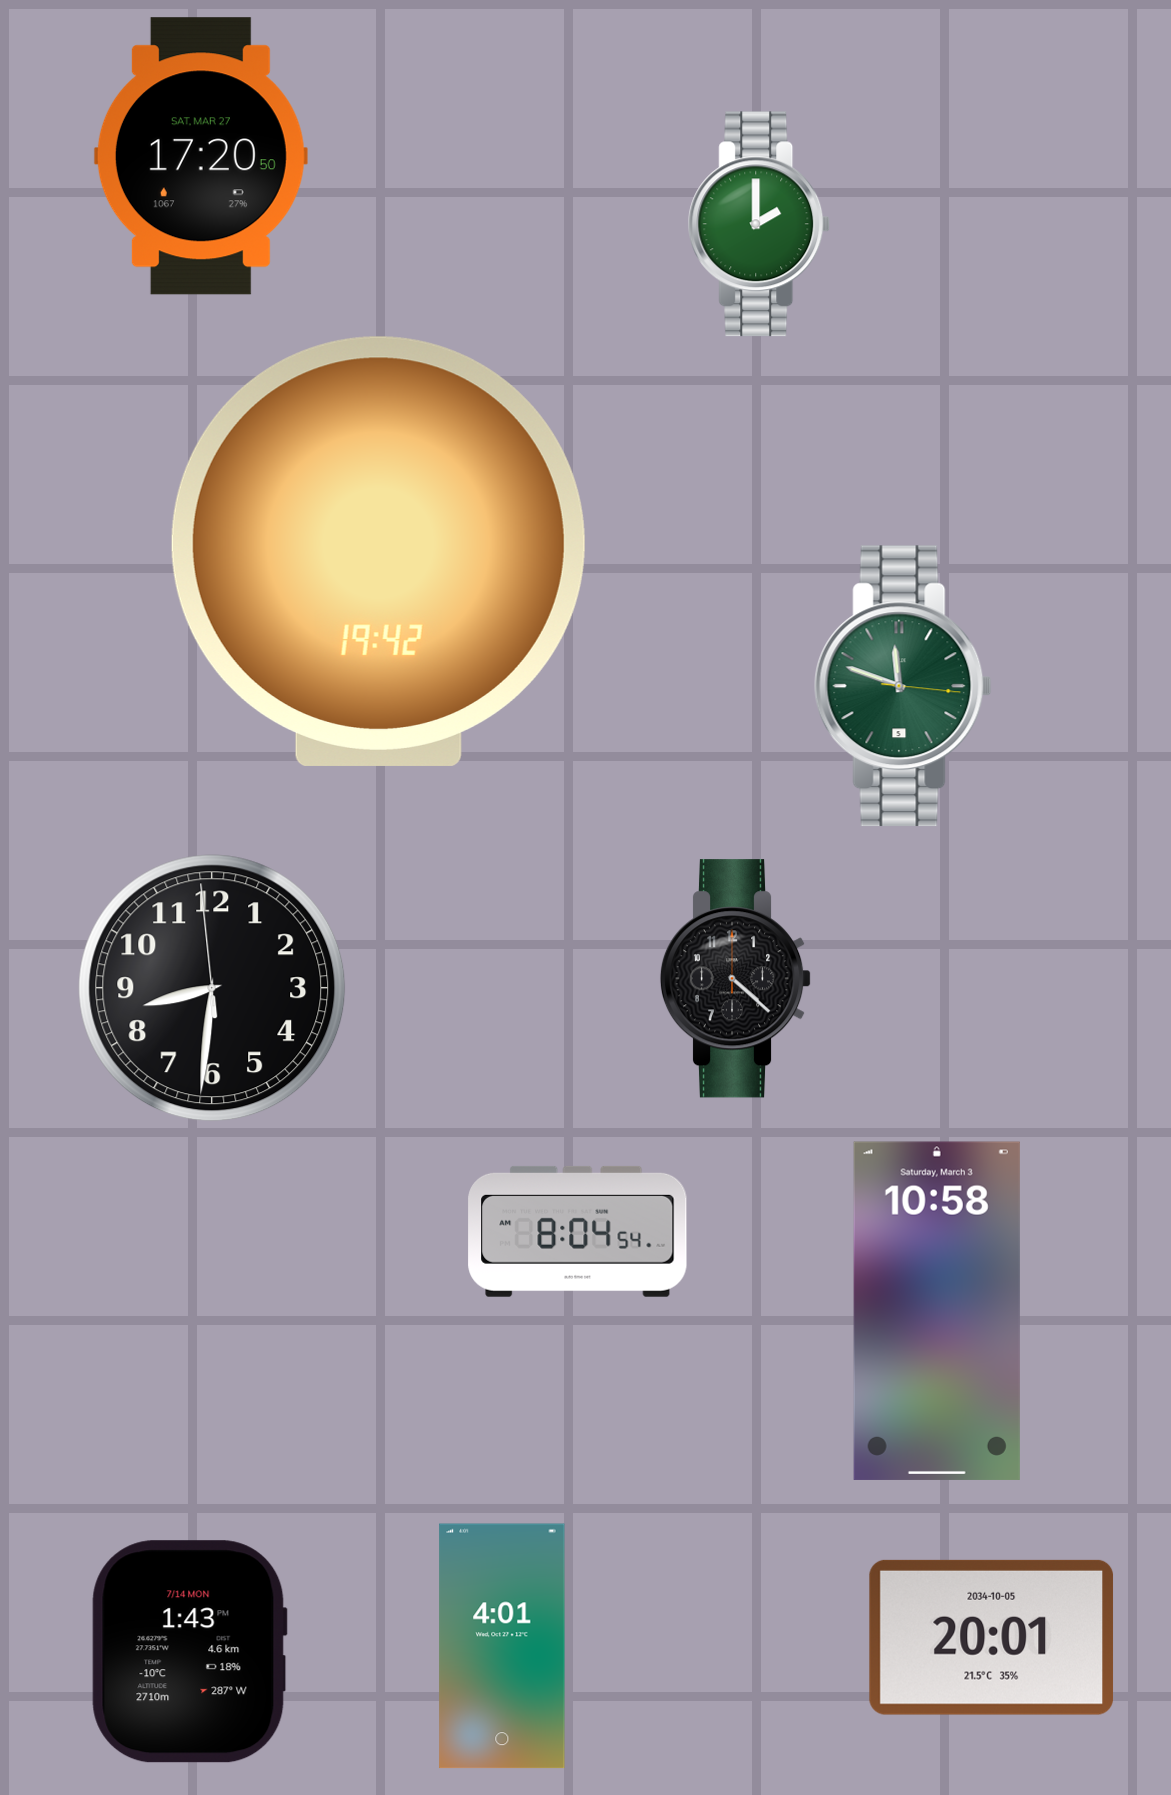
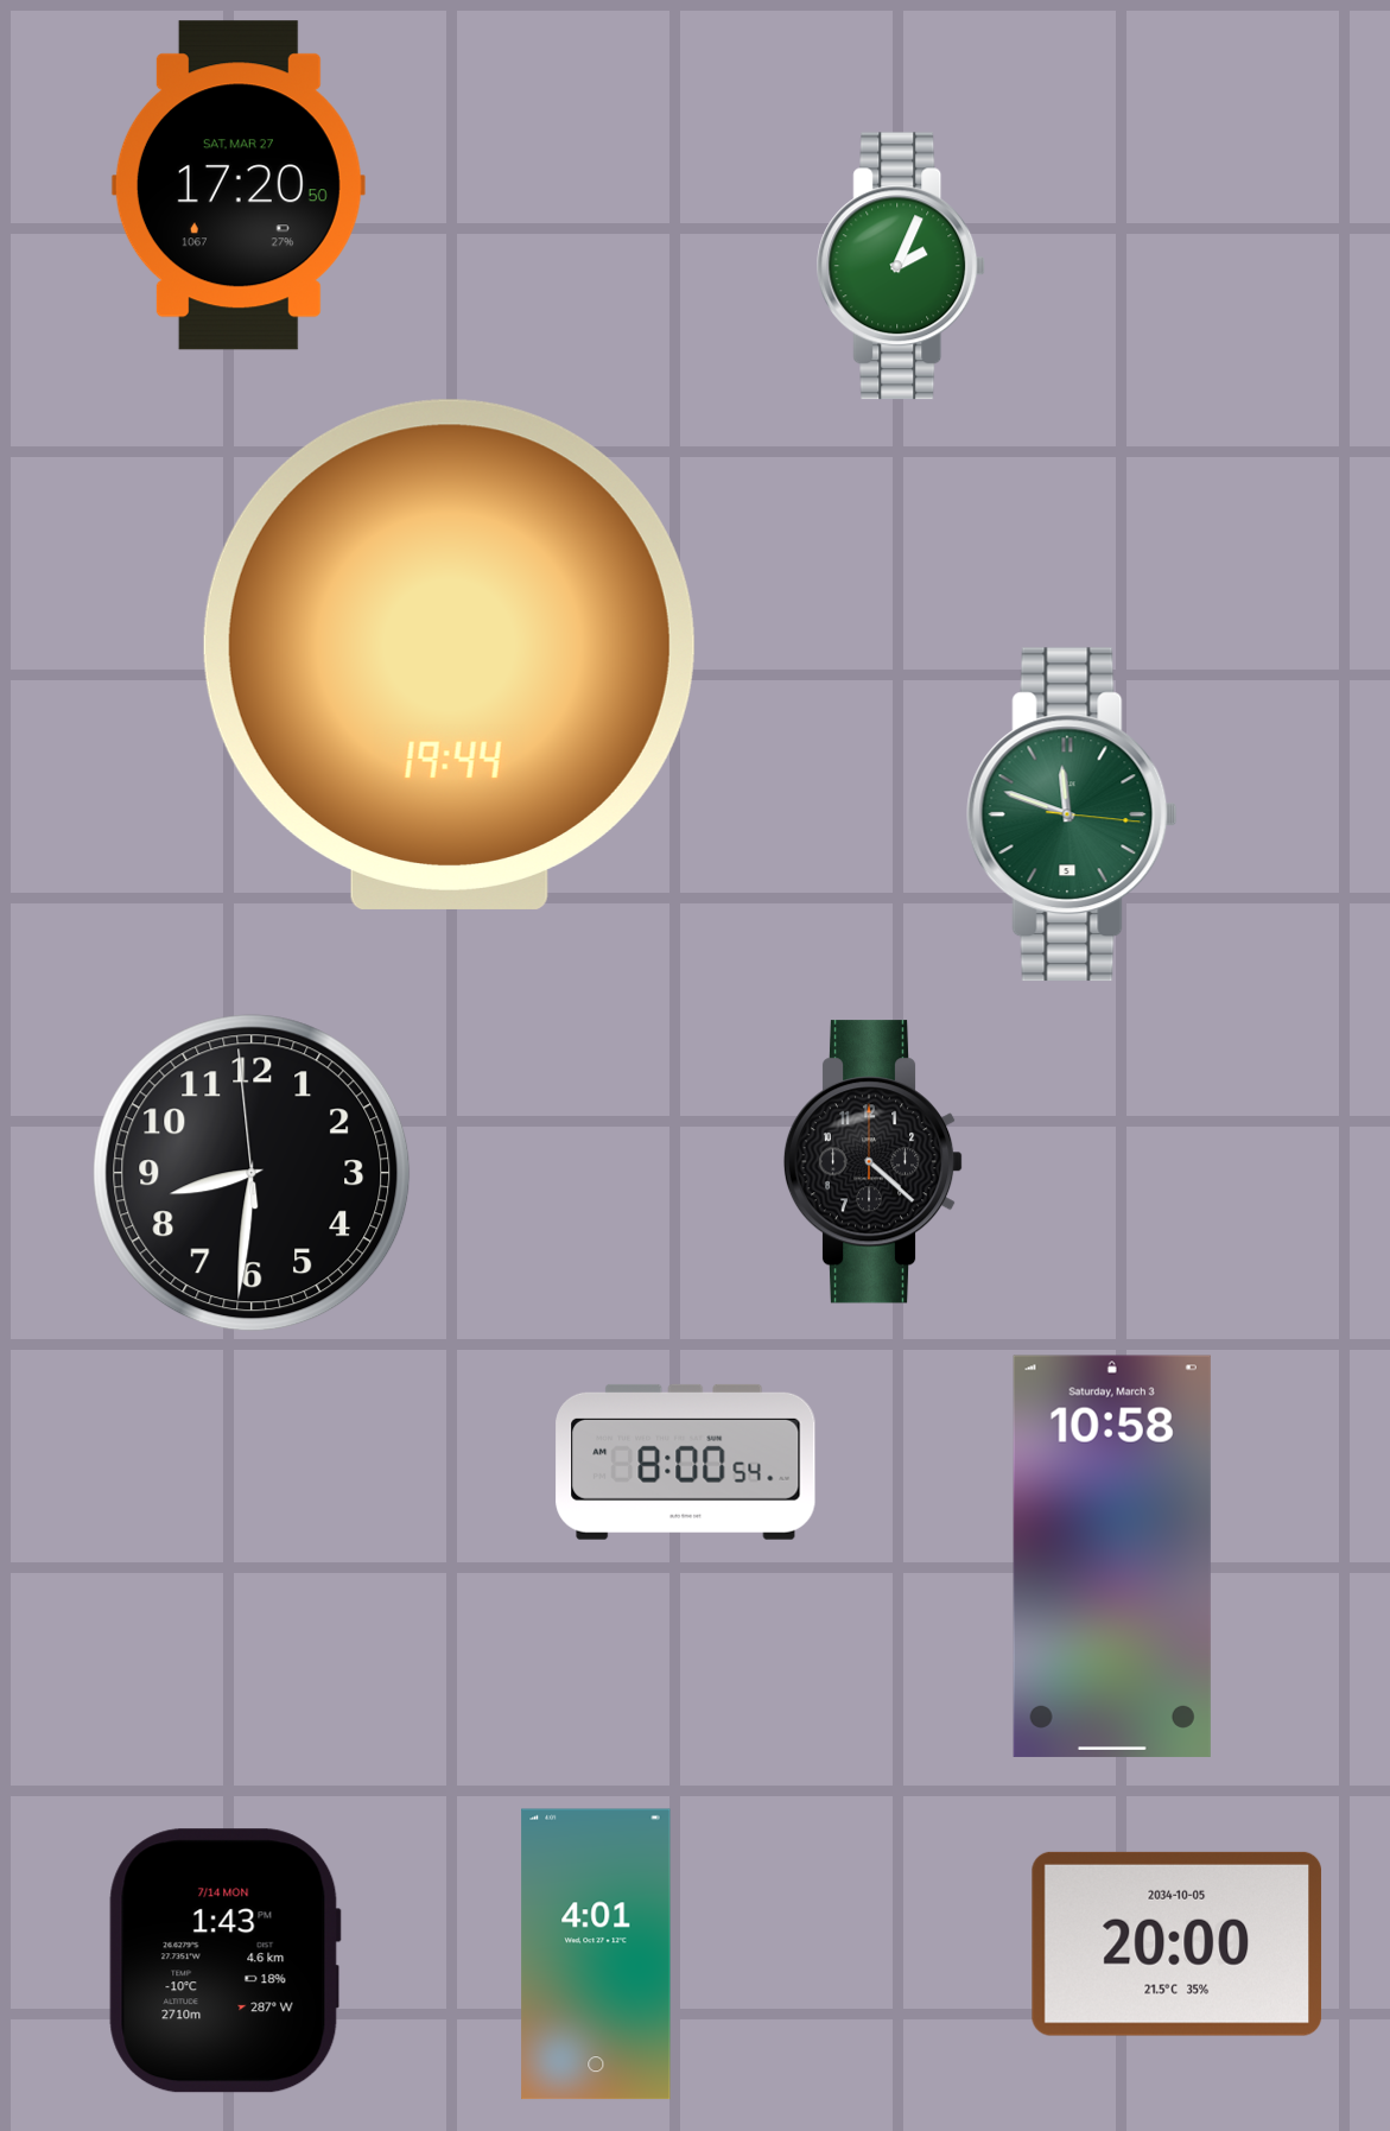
clock at (759, 224): 2:00 -> 2:04
clock at (378, 551): 19:42 -> 19:44
clock at (578, 1231): 8:04 -> 8:00
clock at (992, 1637): 20:01 -> 20:00
